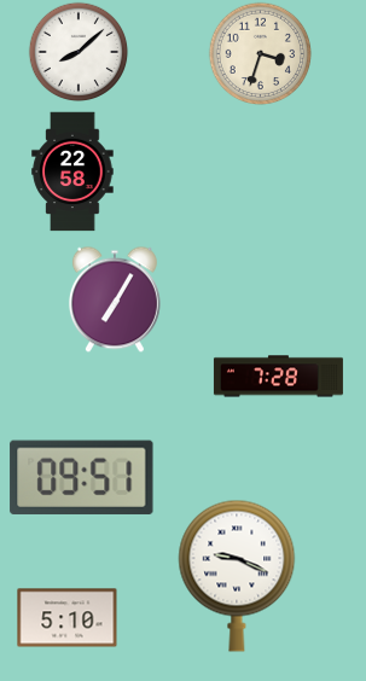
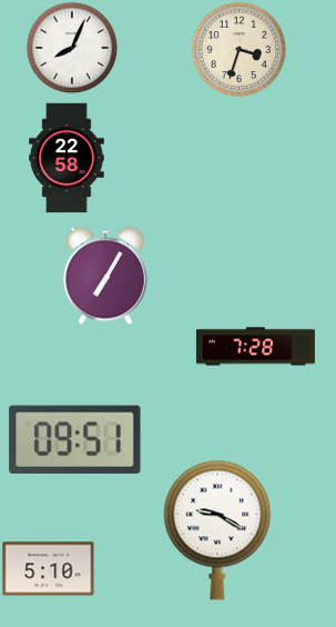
clock at (79, 52): 8:08 -> 8:04
clock at (237, 576): 9:19 -> 9:20
clock at (68, 618) position: (68, 618) -> (49, 569)
